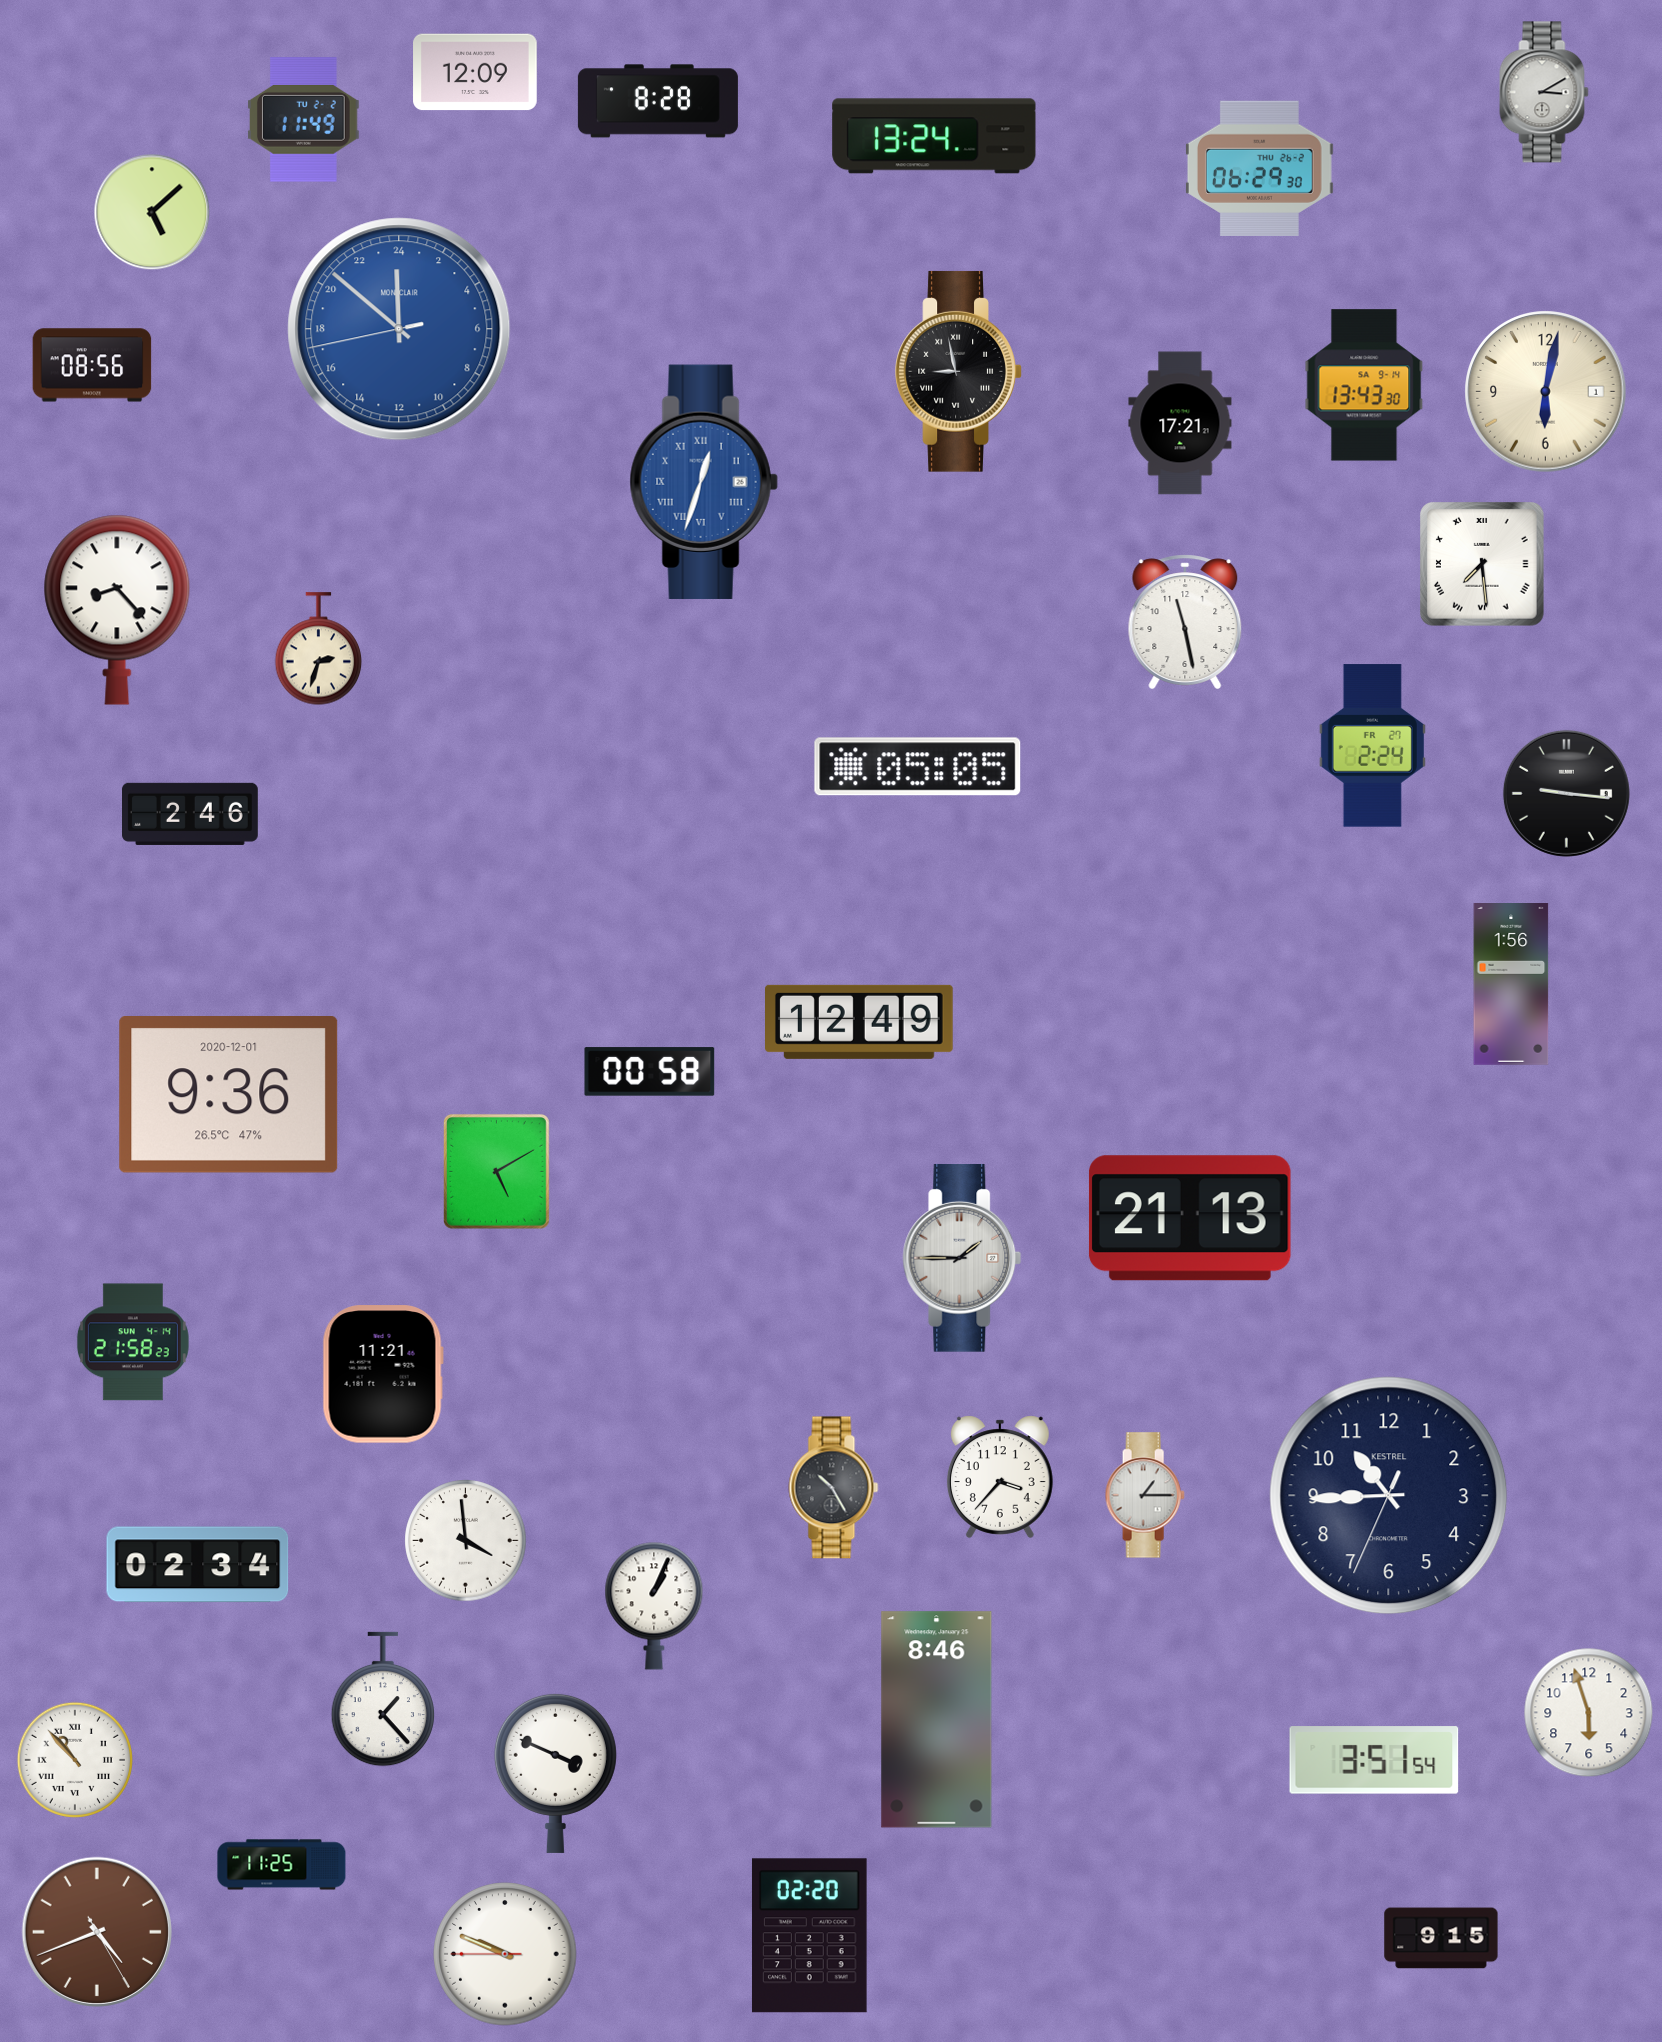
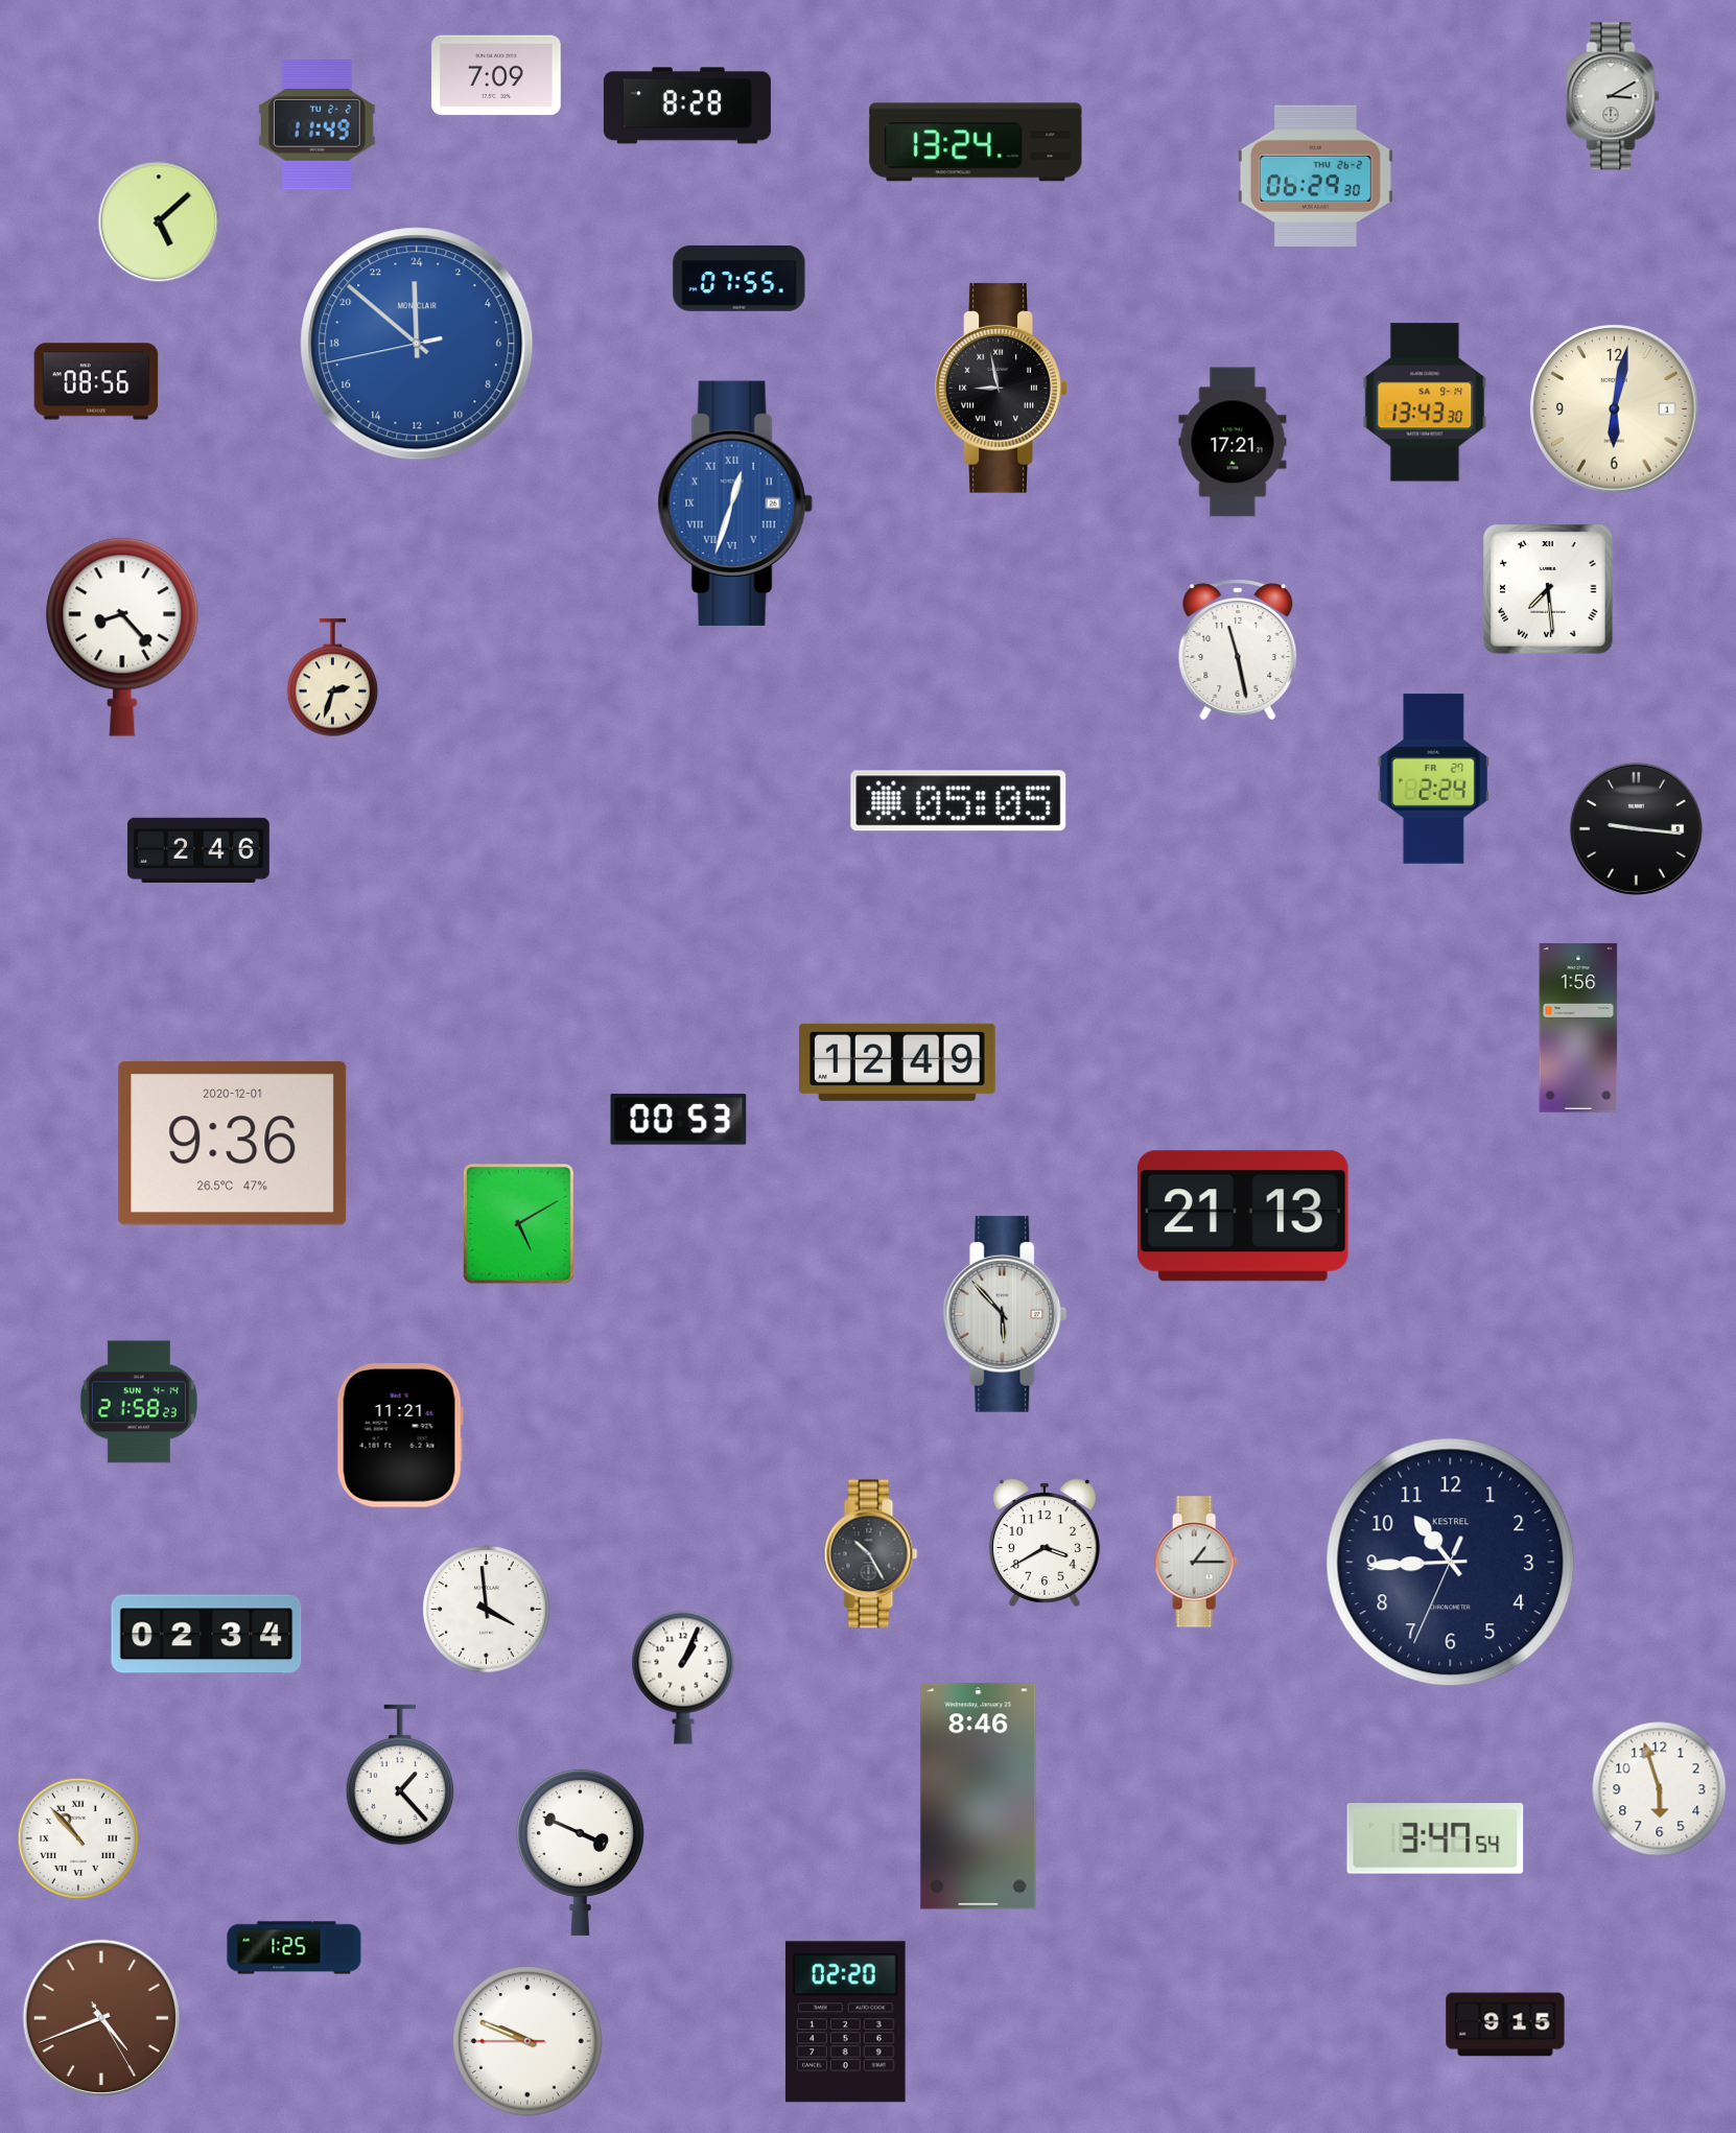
clock at (475, 72): 12:09 -> 7:09
clock at (740, 279): none -> 07:55
clock at (860, 1022) position: (860, 1022) -> (898, 1062)
clock at (650, 1072): 00:58 -> 00:53
clock at (229, 1095) position: (229, 1095) -> (233, 1144)
clock at (1190, 1218) position: (1190, 1218) -> (1243, 1216)
clock at (962, 1258): 1:45 -> 5:53
clock at (1000, 1477): 3:37 -> 3:40
clock at (1374, 1760): 3:51 -> 3:47
clock at (282, 1865): 11:25 -> 1:25
